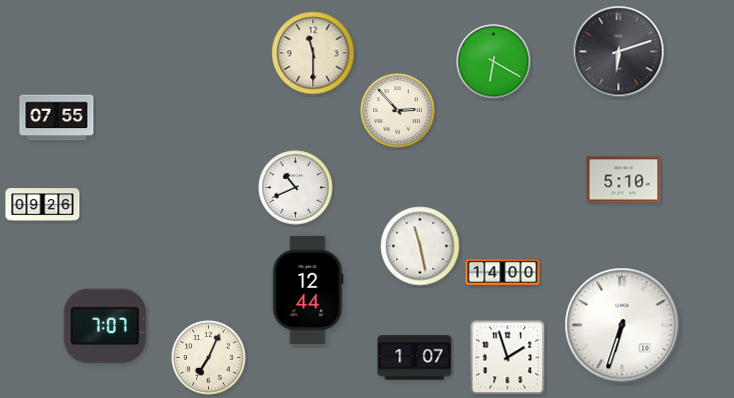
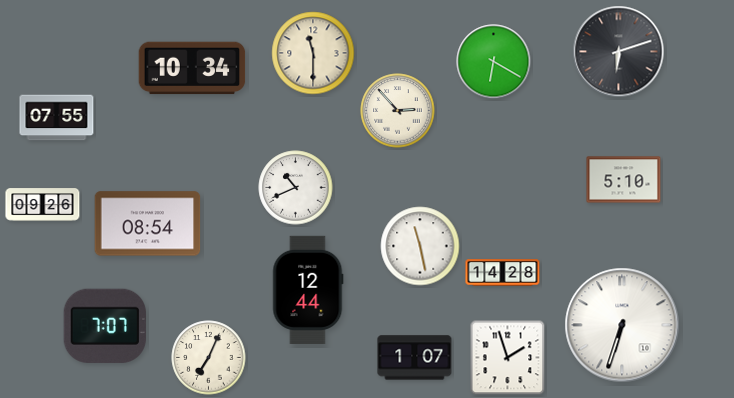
clock at (192, 68): none -> 10:34
clock at (148, 224): none -> 08:54
clock at (503, 273): 14:00 -> 14:28
